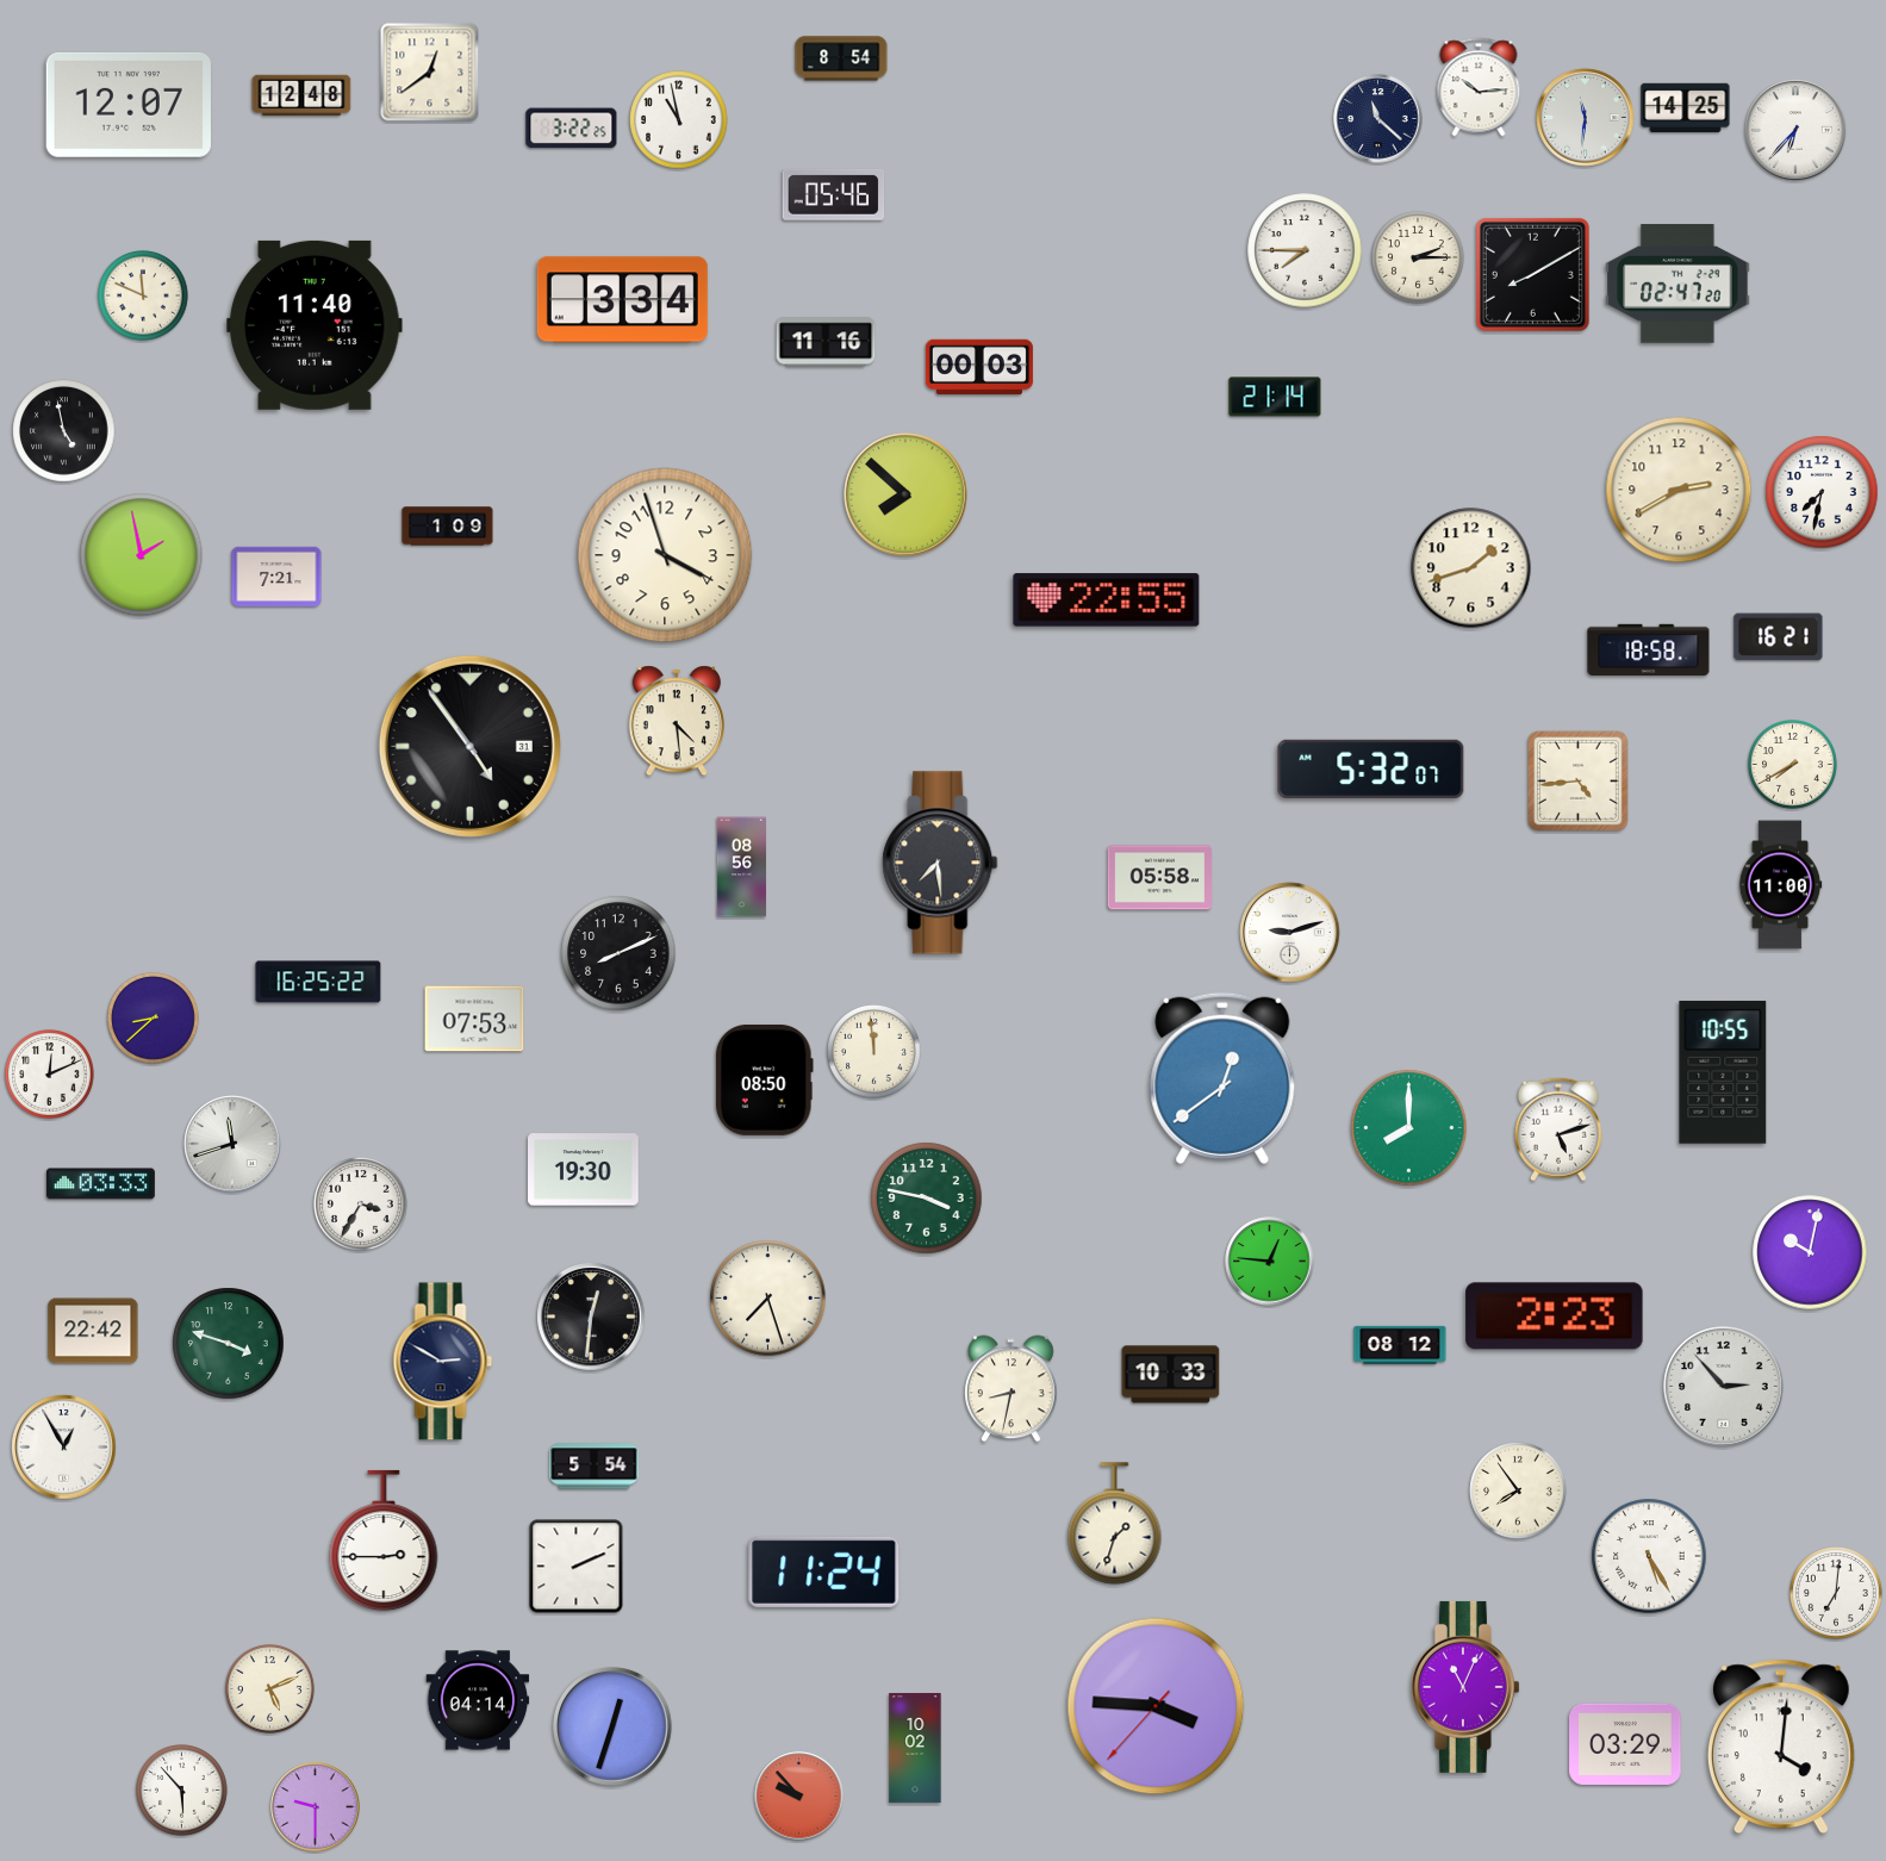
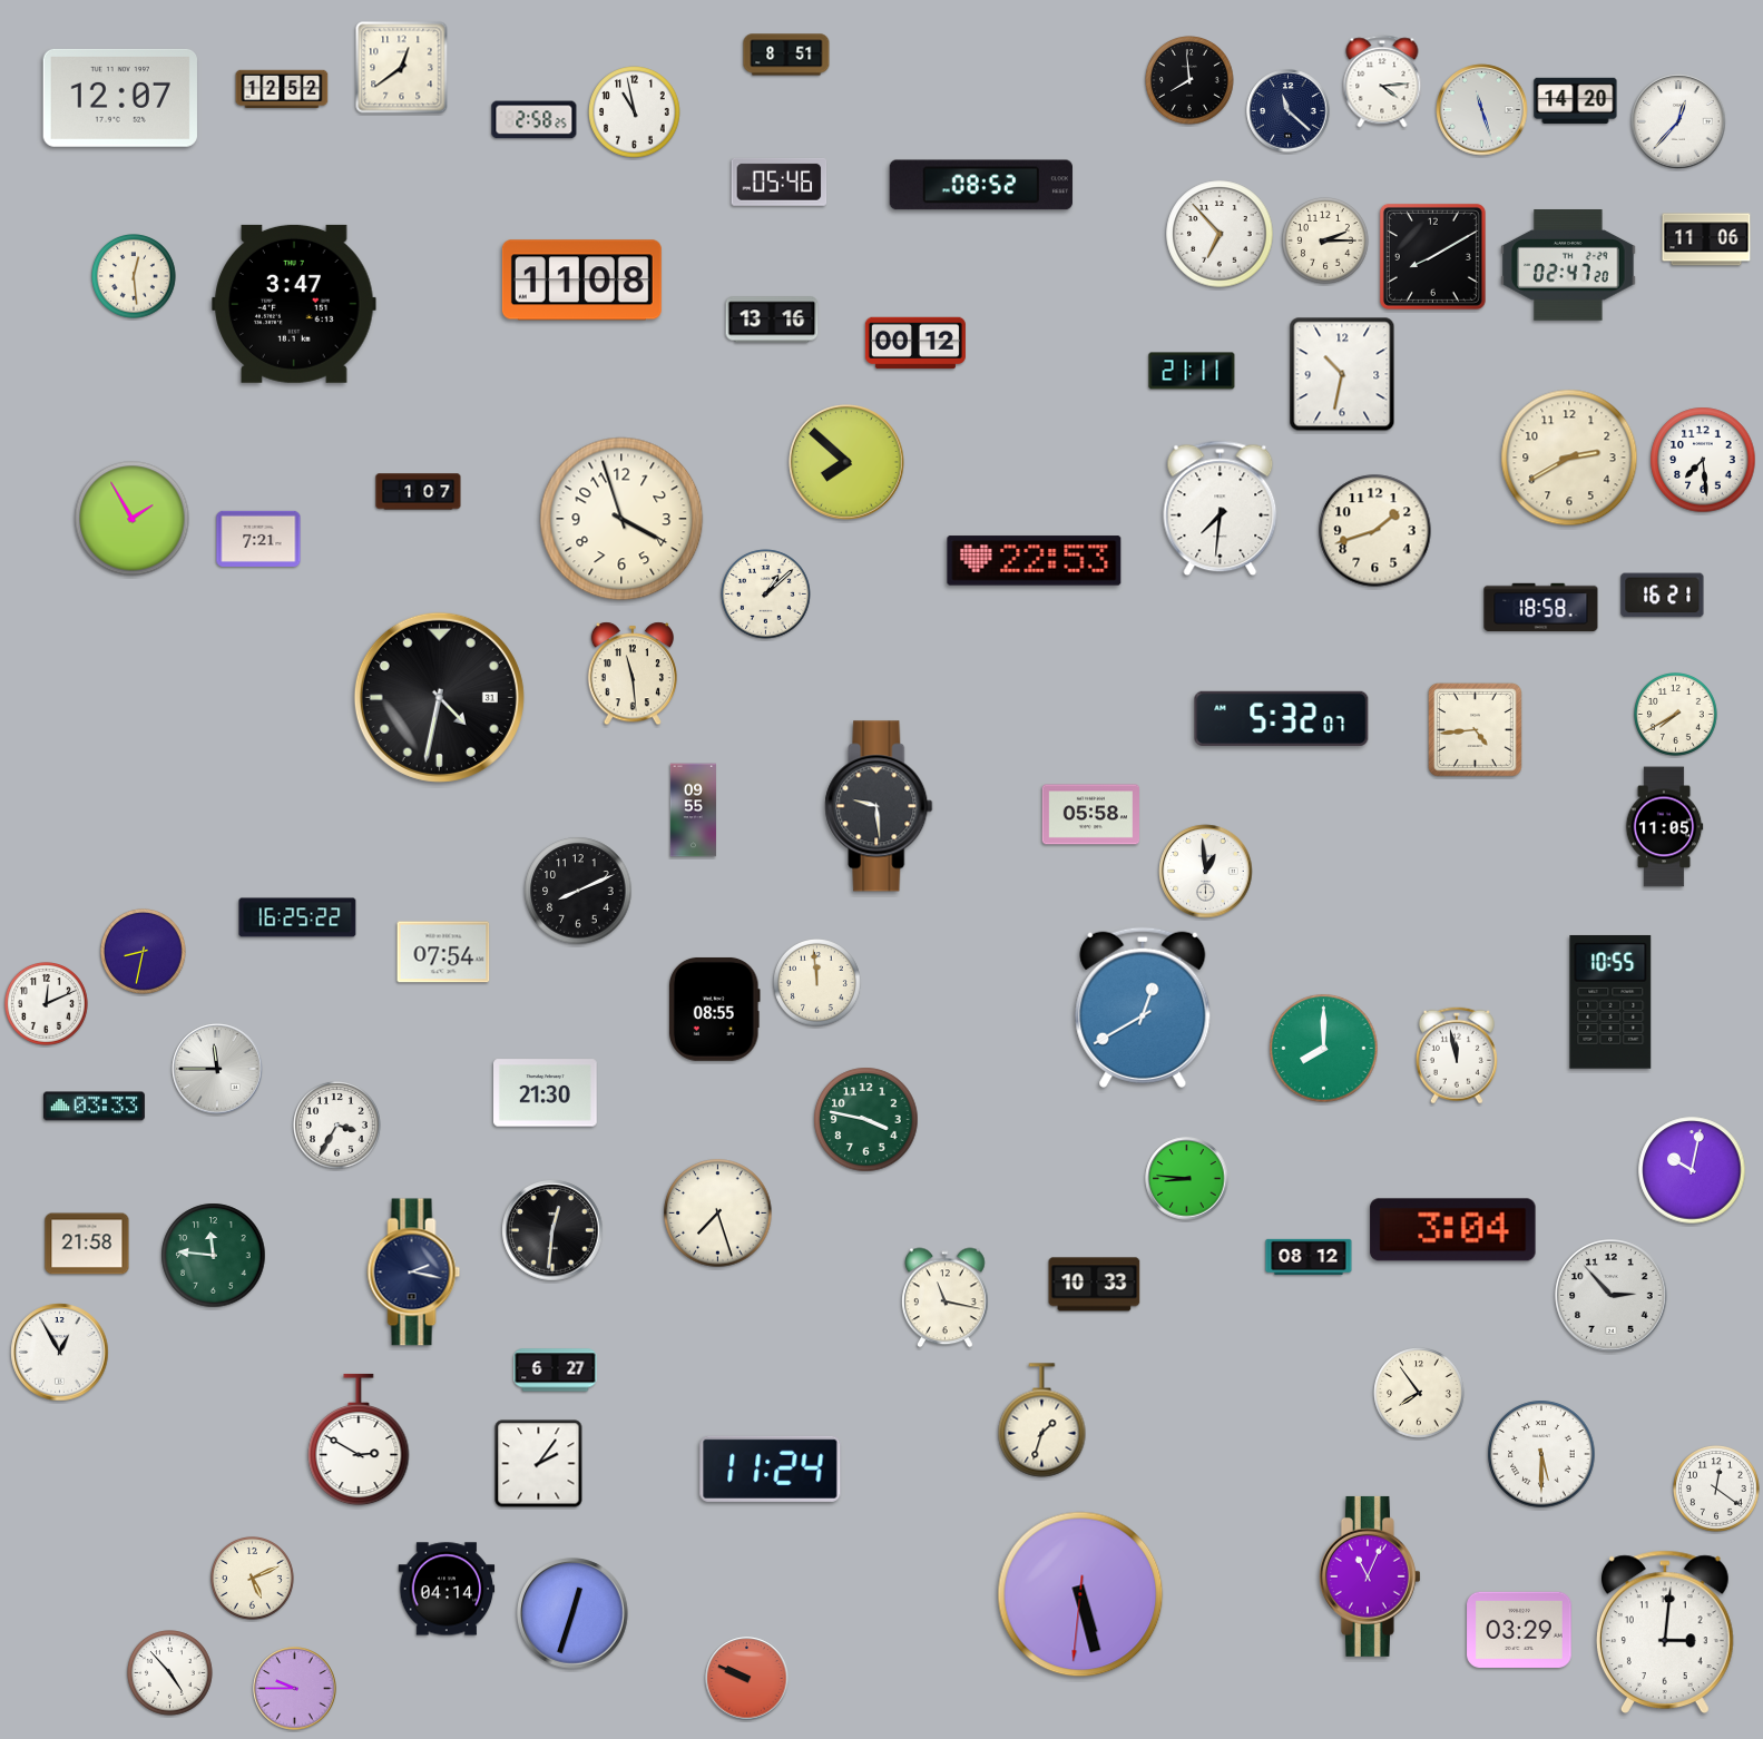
clock at (841, 58): 8:54 -> 8:51
clock at (1189, 80): none -> 7:59
clock at (1479, 87): 10:14 -> 4:14
clock at (301, 95): 12:48 -> 12:52
clock at (1686, 107): 14:25 -> 14:20
clock at (1586, 118): 11:31 -> 11:27
clock at (572, 129): 3:22 -> 2:58
clock at (1795, 130): 6:37 -> 12:37
clock at (981, 185): none -> 08:52
clock at (1305, 250): 7:45 -> 6:53
clock at (1706, 239): none -> 11:06
clock at (144, 297): 11:49 -> 12:29
clock at (622, 300): 3:34 -> 11:08
clock at (315, 325): 11:40 -> 3:47
clock at (826, 342): 11:16 -> 13:16
clock at (979, 367): 00:03 -> 00:12
clock at (1275, 397): 21:14 -> 21:11
clock at (1342, 374): none -> 10:32
clock at (64, 431): 4:58 -> none
clock at (1822, 492): 7:32 -> 7:29
clock at (448, 527): 1:09 -> 1:07
clock at (1221, 509): none -> 7:31
clock at (142, 555): 1:58 -> 1:55
clock at (1107, 600): 22:55 -> 22:53
clock at (766, 595): none -> 1:08
clock at (677, 721): 4:29 -> 11:29
clock at (469, 746): 4:54 -> 4:32
clock at (940, 863): 7:29 -> 9:29
clock at (741, 867): 08:56 -> 09:55
clock at (1160, 878) position: (1160, 878) -> (1091, 815)
clock at (1780, 885): 11:00 -> 11:05
clock at (1290, 933): 9:12 -> 12:59
clock at (154, 1019): 8:38 -> 8:32
clock at (474, 1019): 07:53 -> 07:54
clock at (1222, 1078): 12:39 -> 12:40
clock at (765, 1079): 08:50 -> 08:55
clock at (1409, 1128) position: (1409, 1128) -> (1324, 1049)
clock at (1558, 1129): 5:12 -> 11:58
clock at (232, 1144): 11:42 -> 11:45
clock at (584, 1170): 19:30 -> 21:30
clock at (1270, 1262): 12:46 -> 8:46
clock at (1555, 1317): 2:23 -> 3:04
clock at (93, 1331): 22:42 -> 21:58
clock at (229, 1344): 3:48 -> 11:46
clock at (443, 1362): 2:50 -> 2:17
clock at (1012, 1389): 8:32 -> 11:17
clock at (595, 1467): 5:54 -> 6:27
clock at (1115, 1524) position: (1115, 1524) -> (1042, 1421)
clock at (384, 1541): 2:45 -> 2:50
clock at (1649, 1556): 5:25 -> 5:30
clock at (577, 1567): 2:11 -> 2:06
clock at (1837, 1594): 7:01 -> 12:21
clock at (1156, 1706): 3:45 -> 5:27
clock at (1781, 1745): 4:01 -> 3:01
clock at (915, 1749): 10:02 -> none
clock at (182, 1791): 5:53 -> 4:53
clock at (799, 1797): 9:53 -> 9:49
clock at (316, 1807): 9:30 -> 9:45
